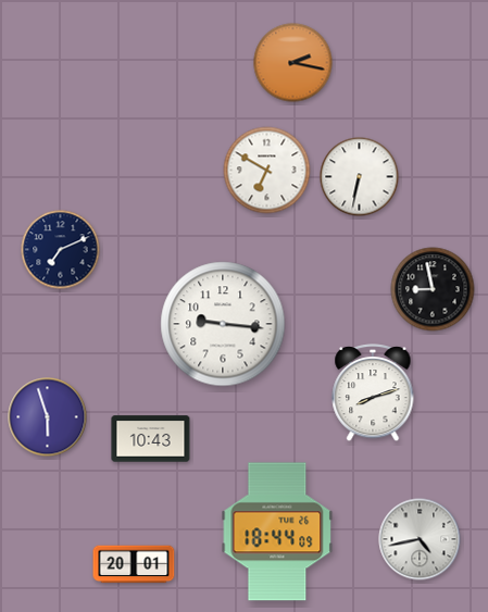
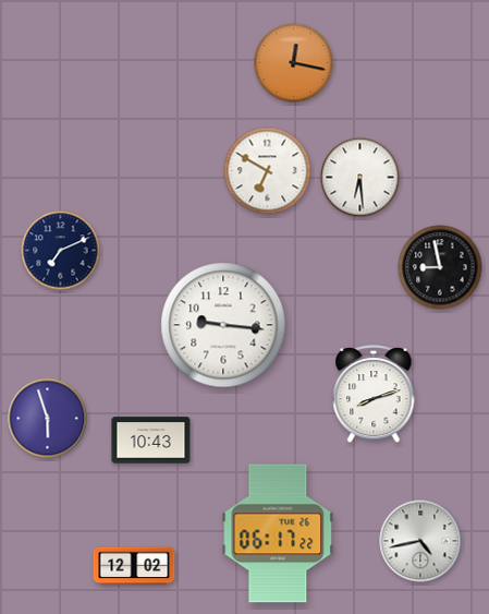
clock at (293, 63): 2:17 -> 12:17
clock at (360, 177): 6:32 -> 6:29
clock at (433, 289) position: (433, 289) -> (440, 267)
clock at (277, 532): 18:44 -> 06:17
clock at (134, 564): 20:01 -> 12:02
